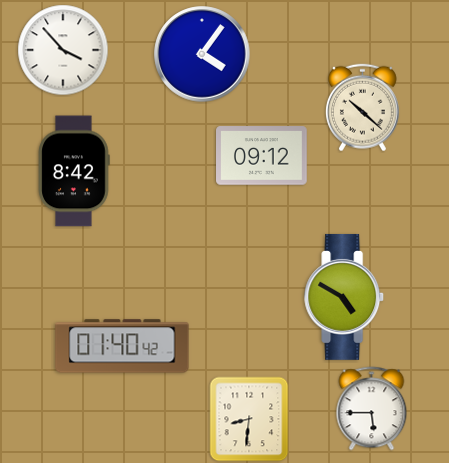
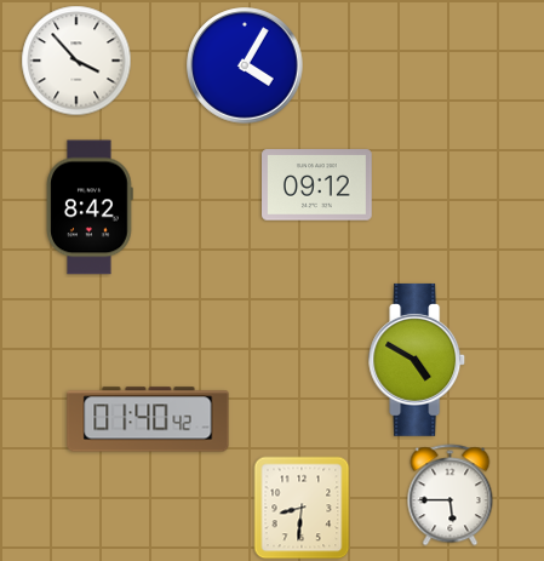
clock at (202, 54): 4:06 -> 4:05
clock at (362, 108): 10:22 -> none
clock at (262, 156) position: (262, 156) -> (317, 185)
